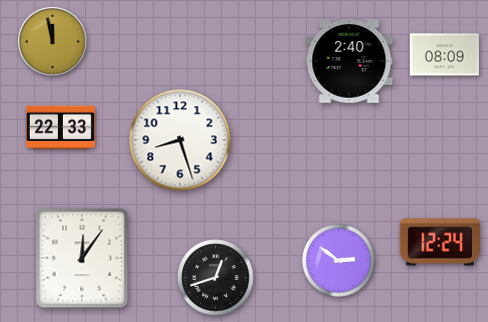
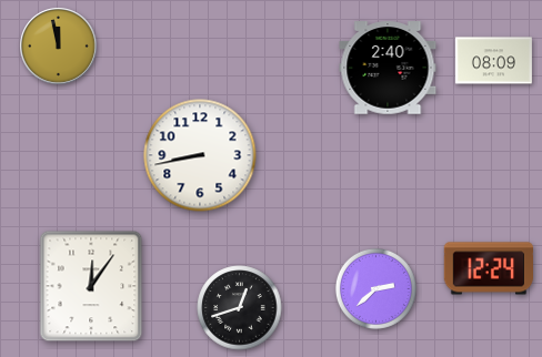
clock at (60, 128): 22:33 -> none
clock at (180, 140): 8:27 -> 8:43
clock at (338, 260): 2:51 -> 2:38
